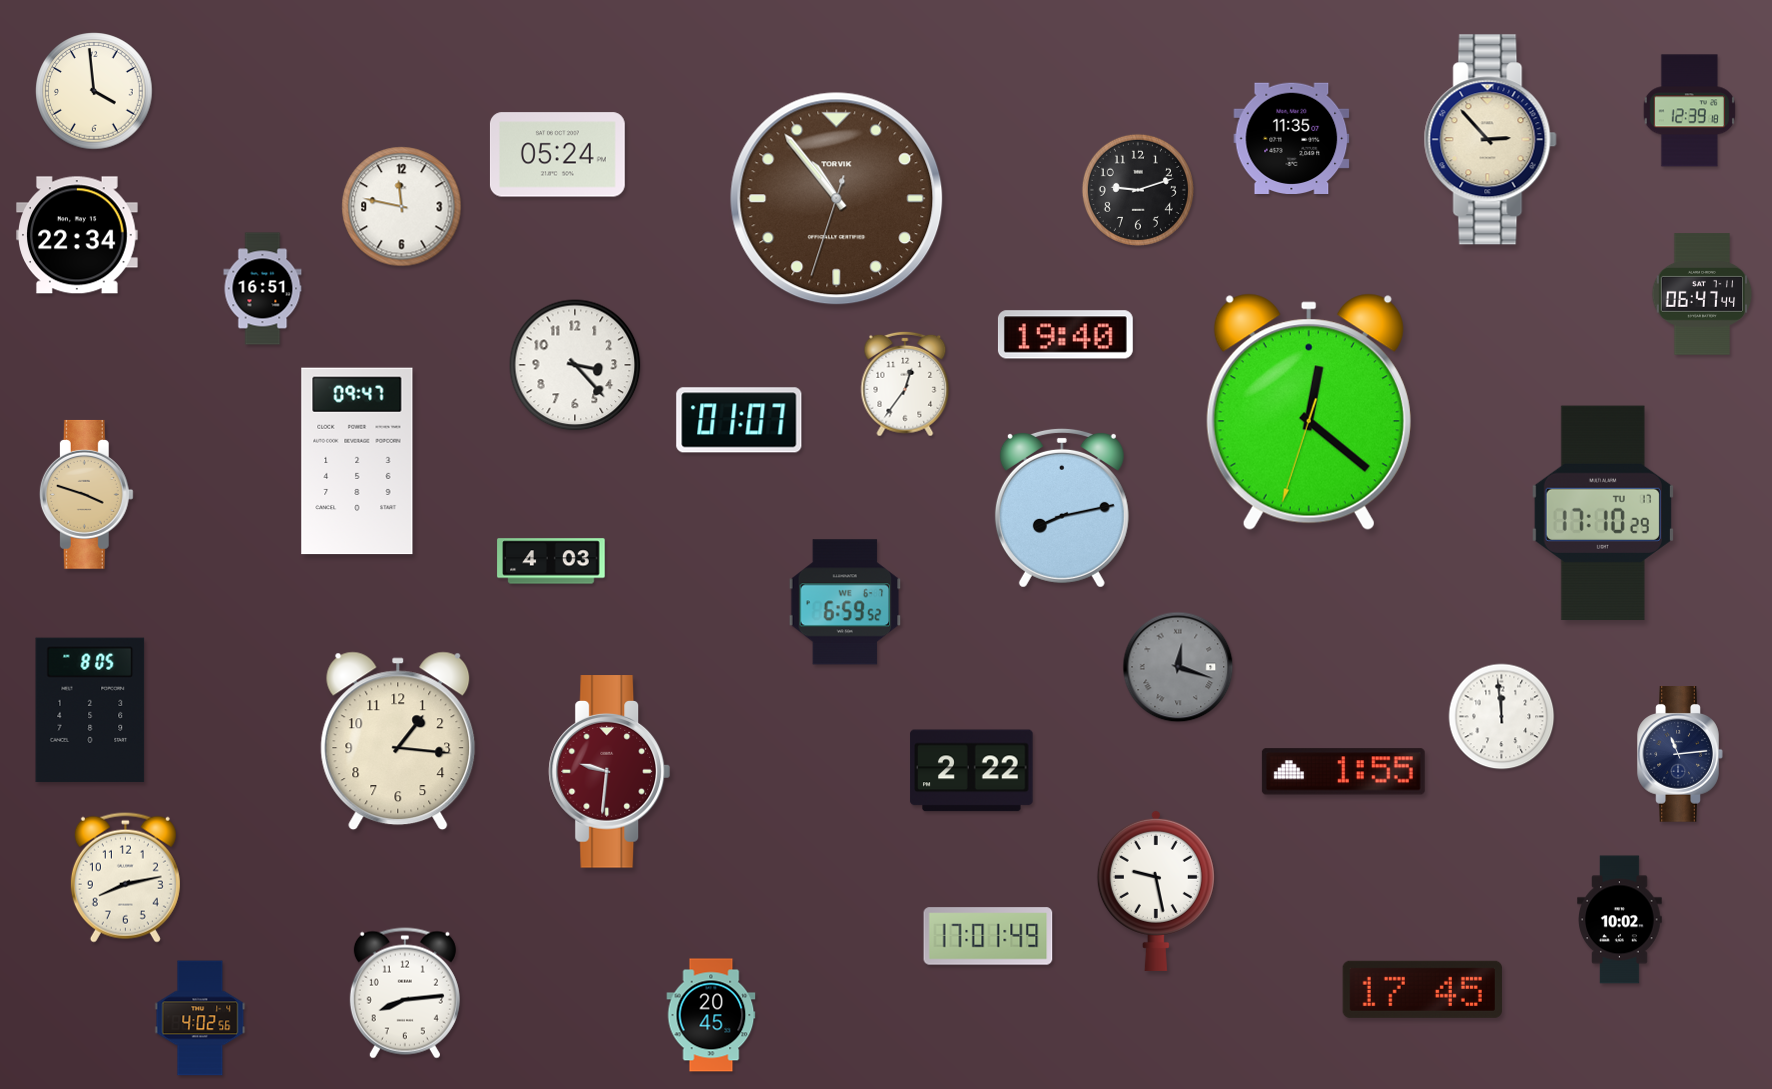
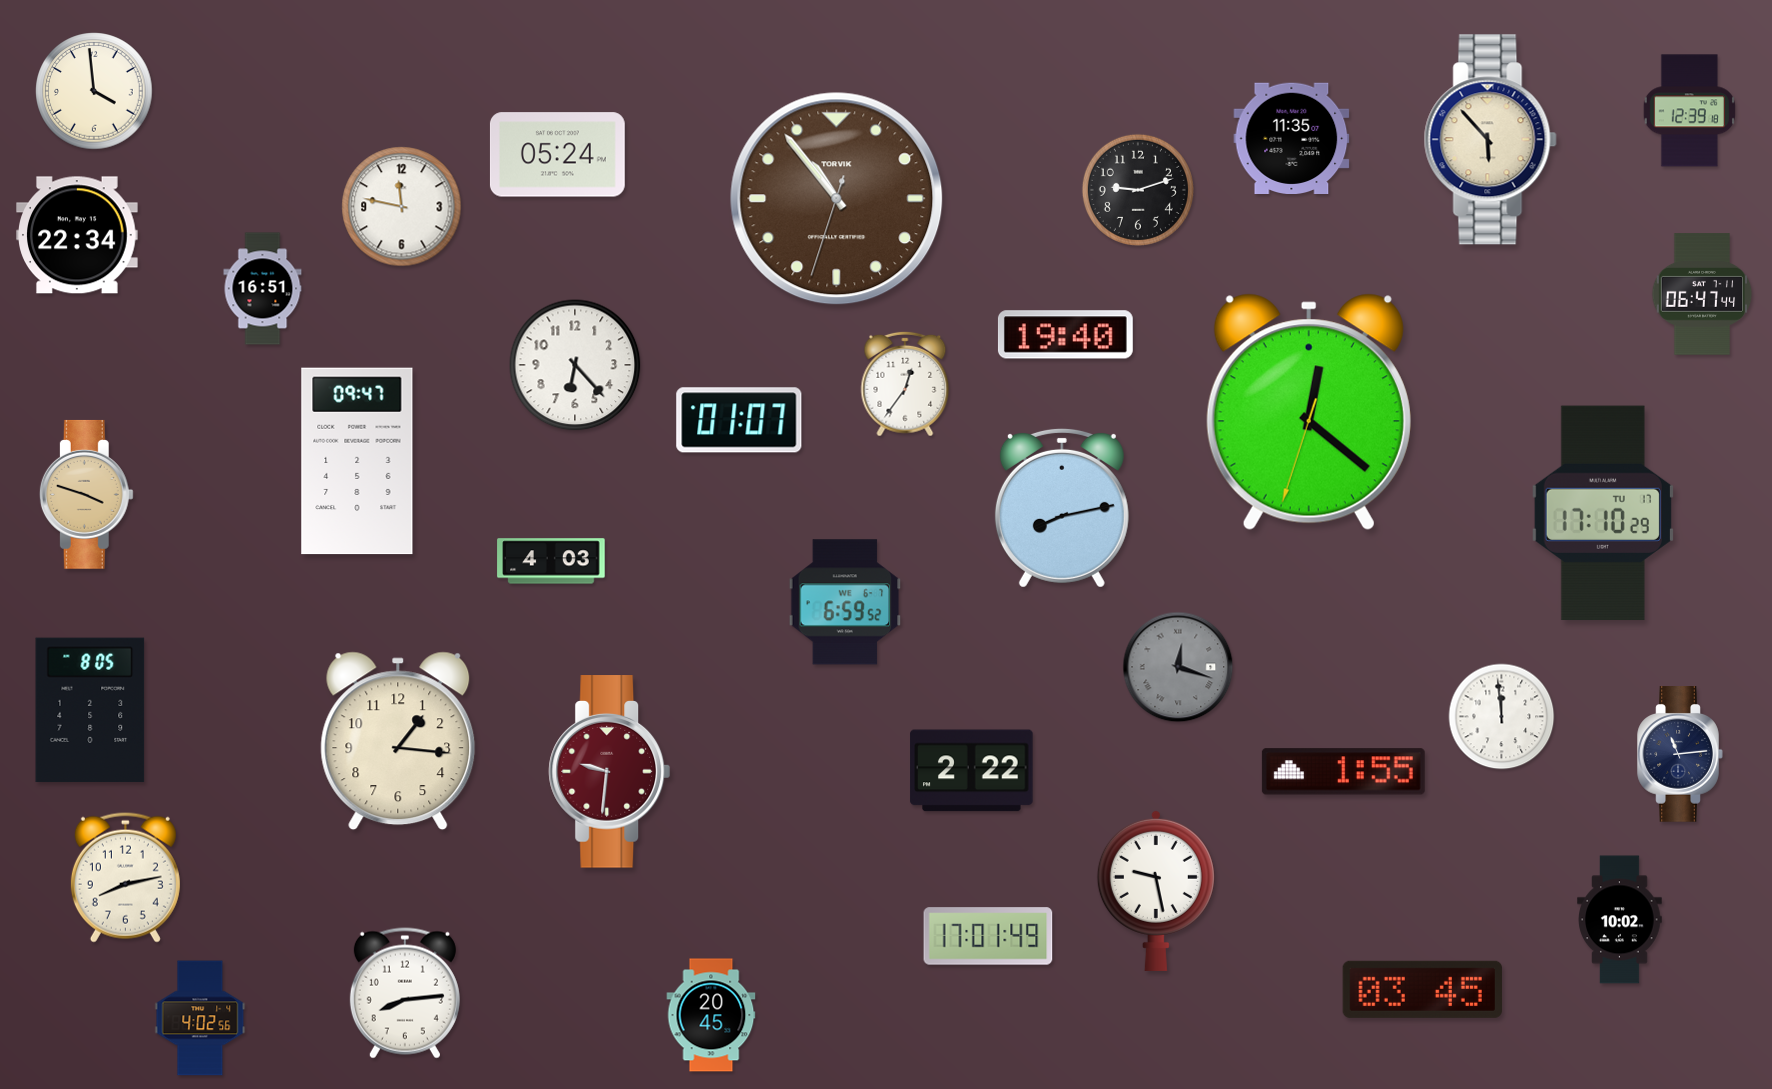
clock at (1490, 140): 2:53 -> 5:53
clock at (575, 365): 3:23 -> 6:23
clock at (1422, 989): 17:45 -> 03:45
